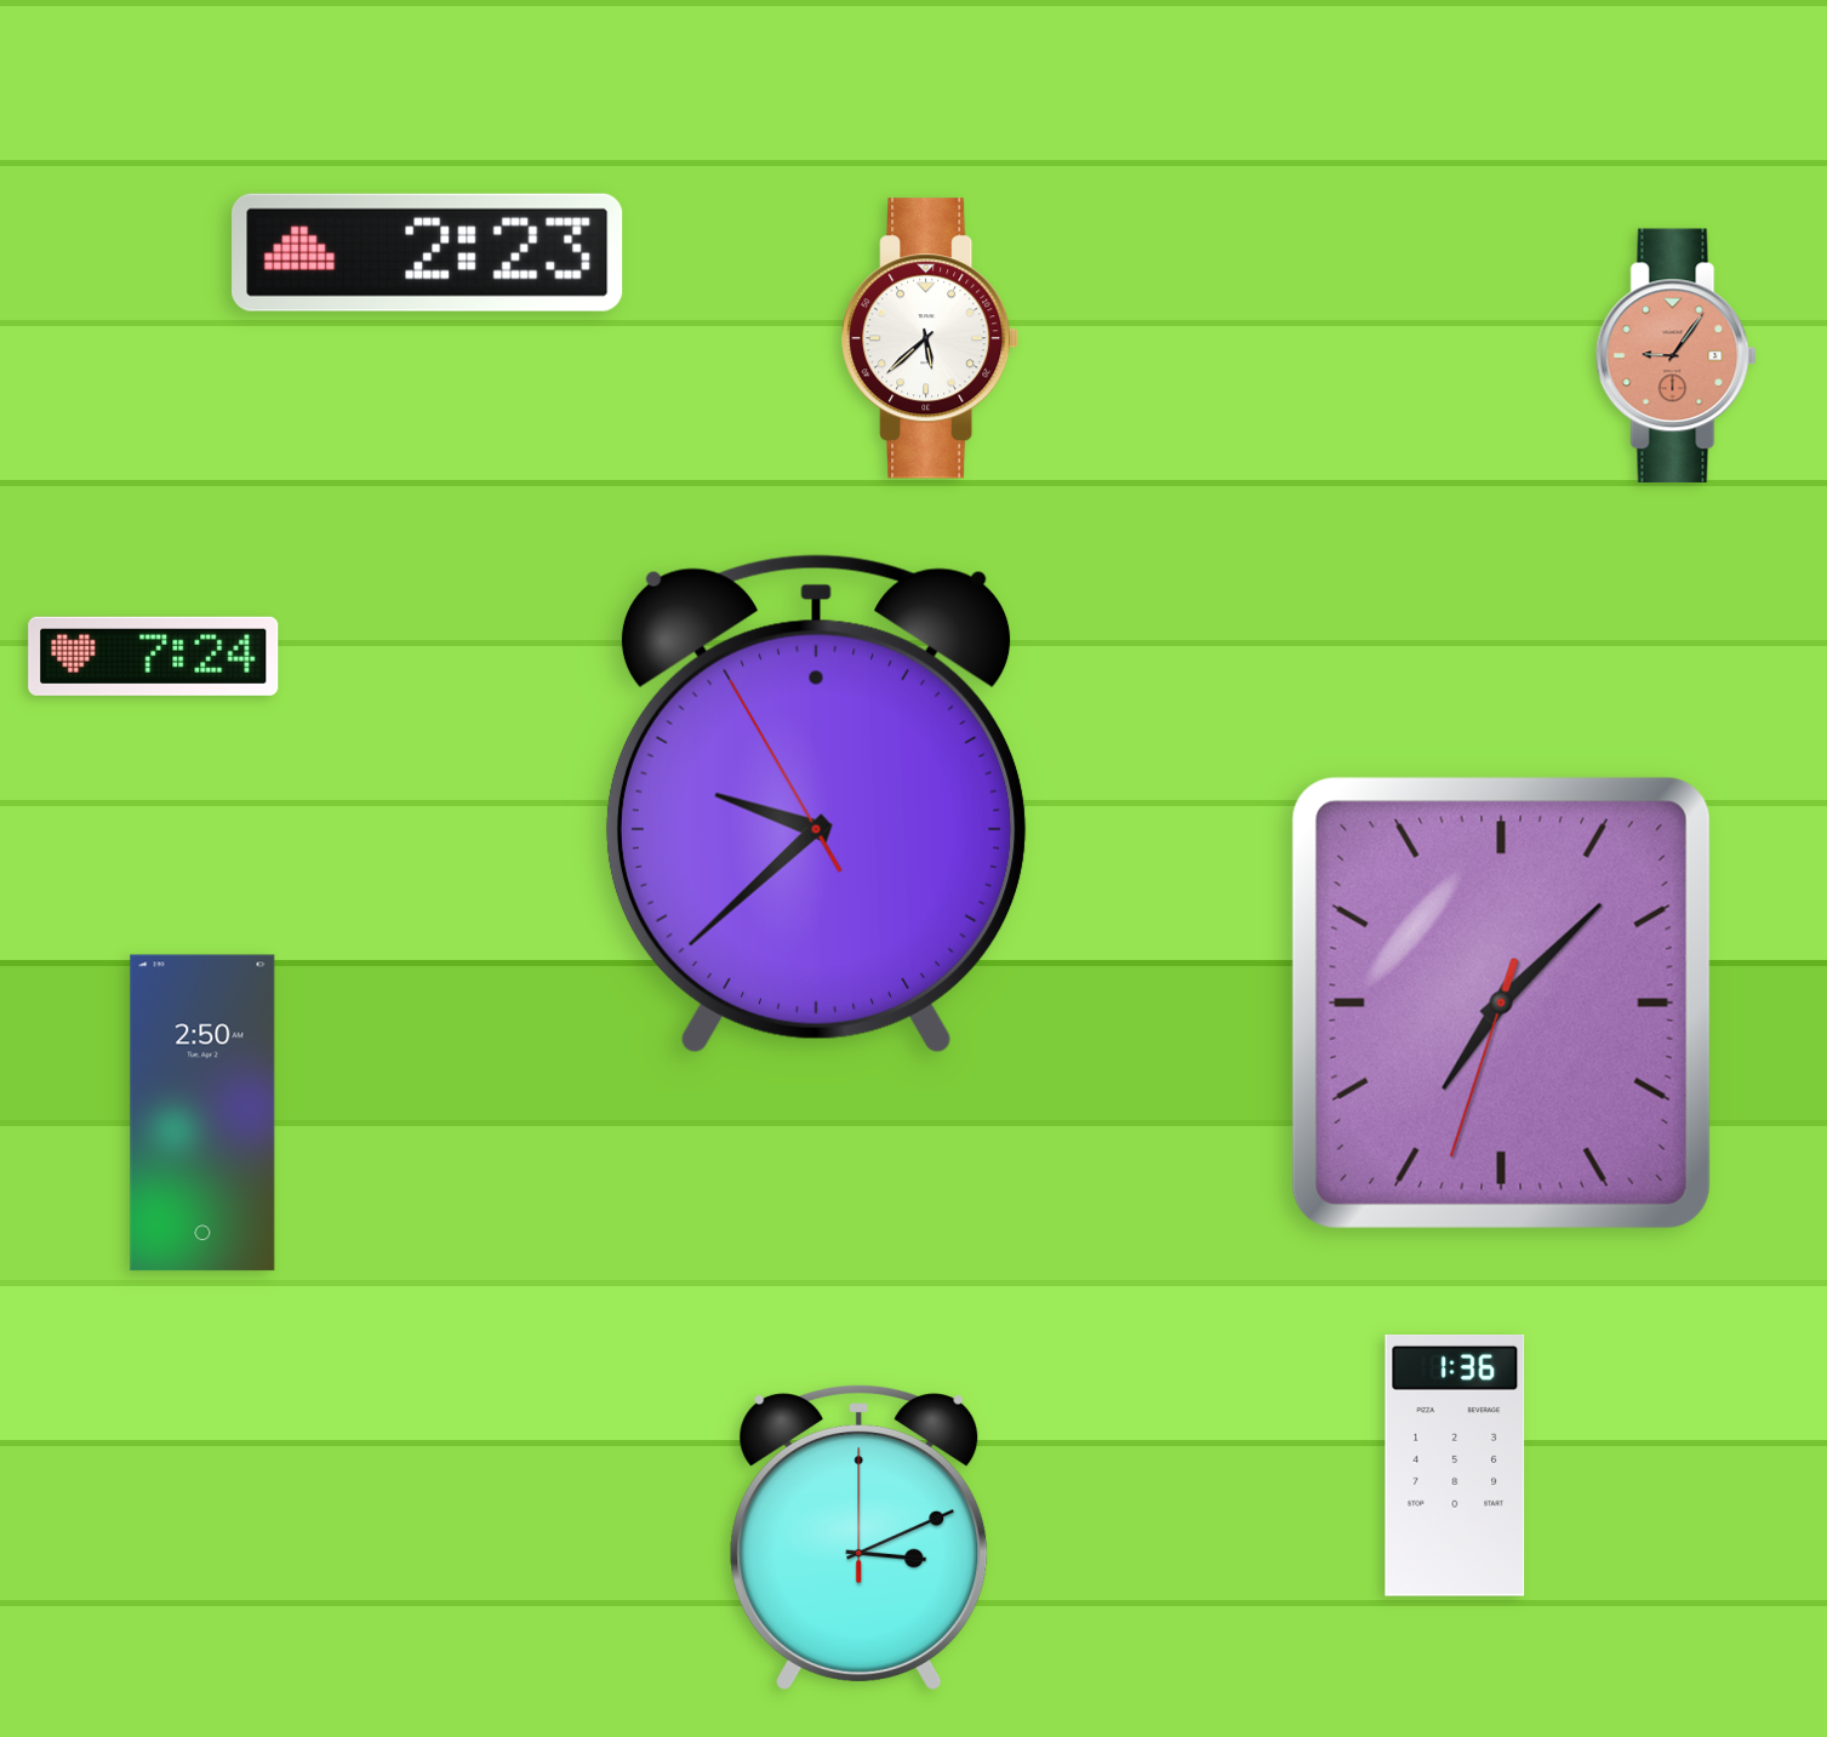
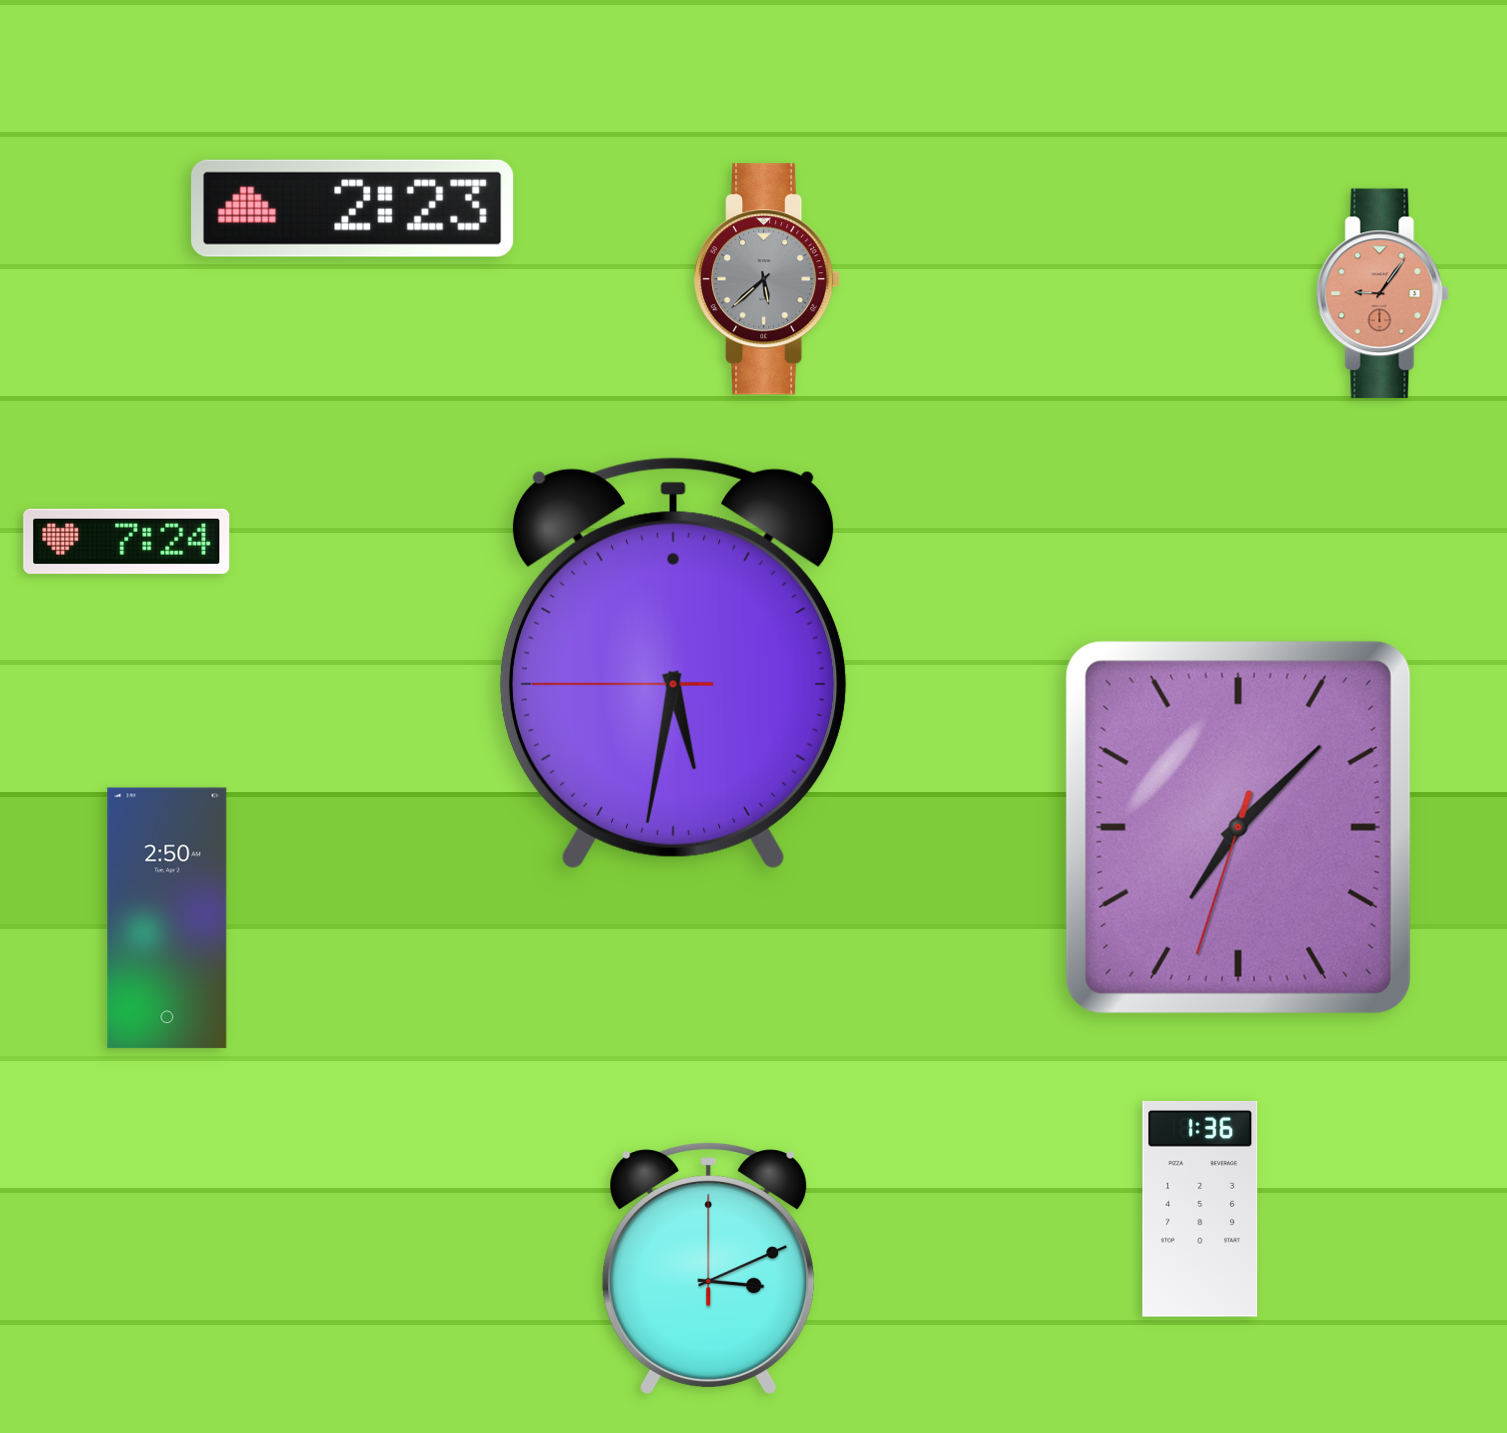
clock at (931, 338) dial: white -> grey
clock at (816, 804): 9:37 -> 5:31
